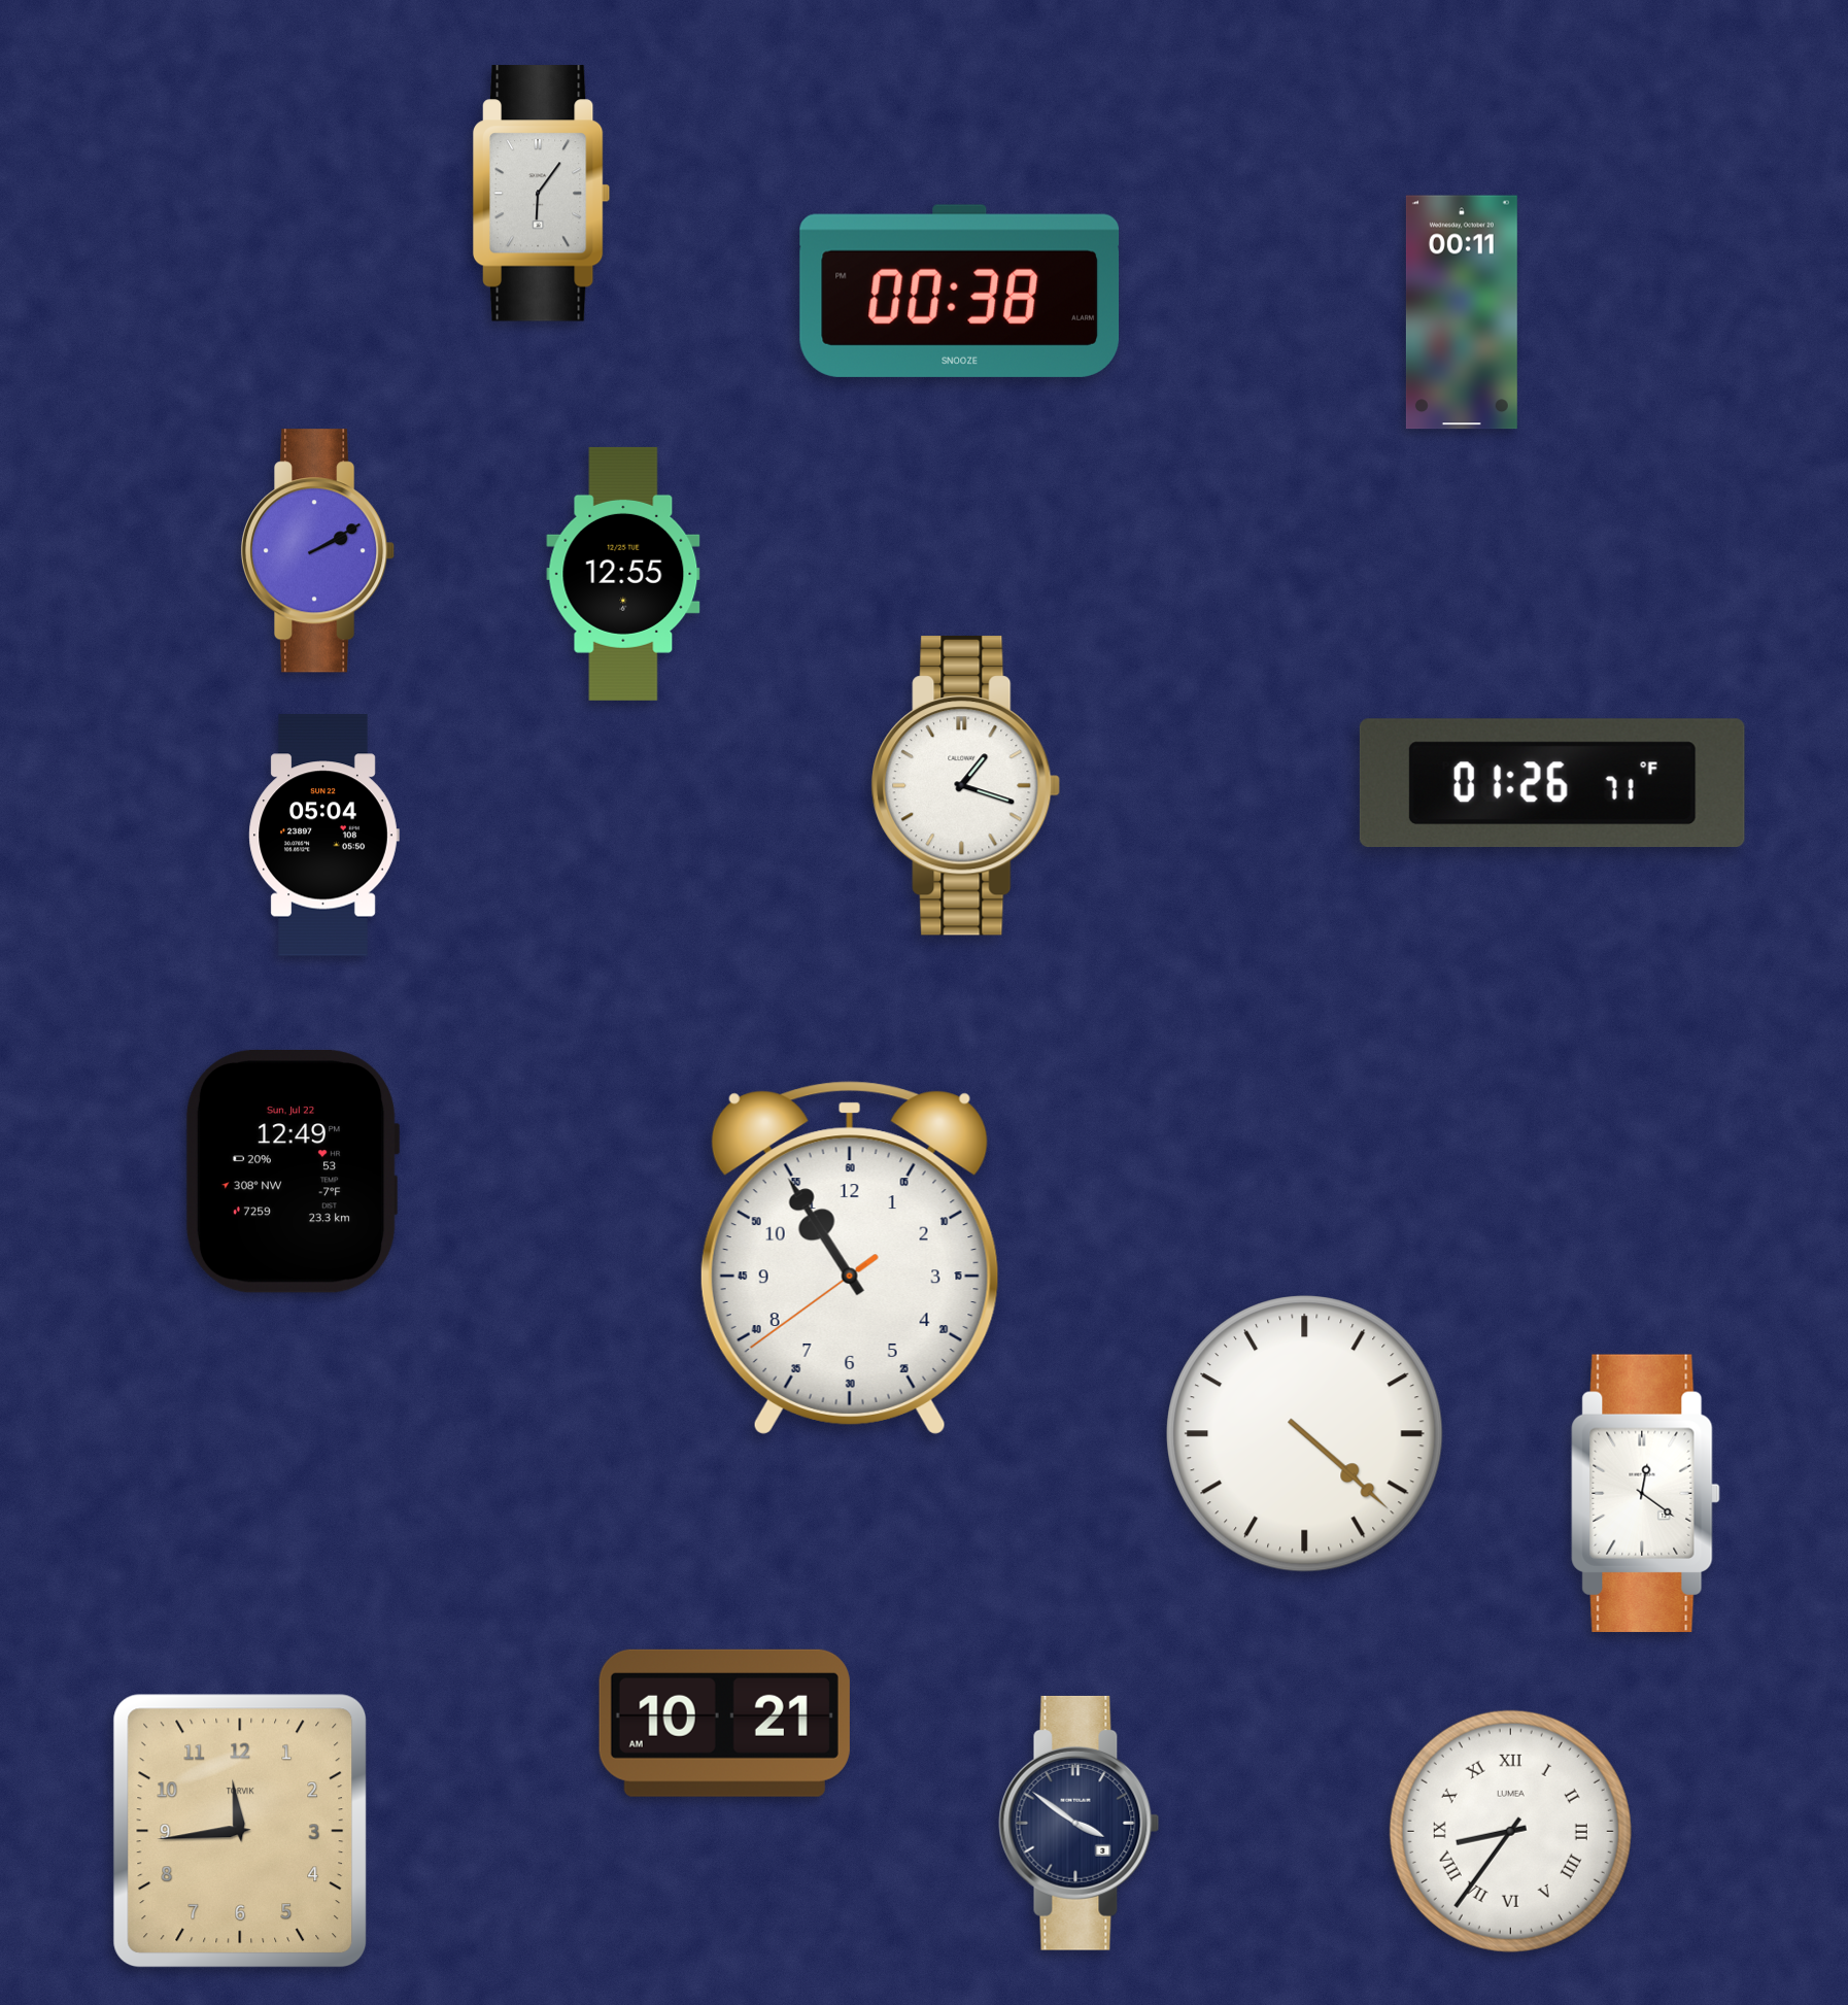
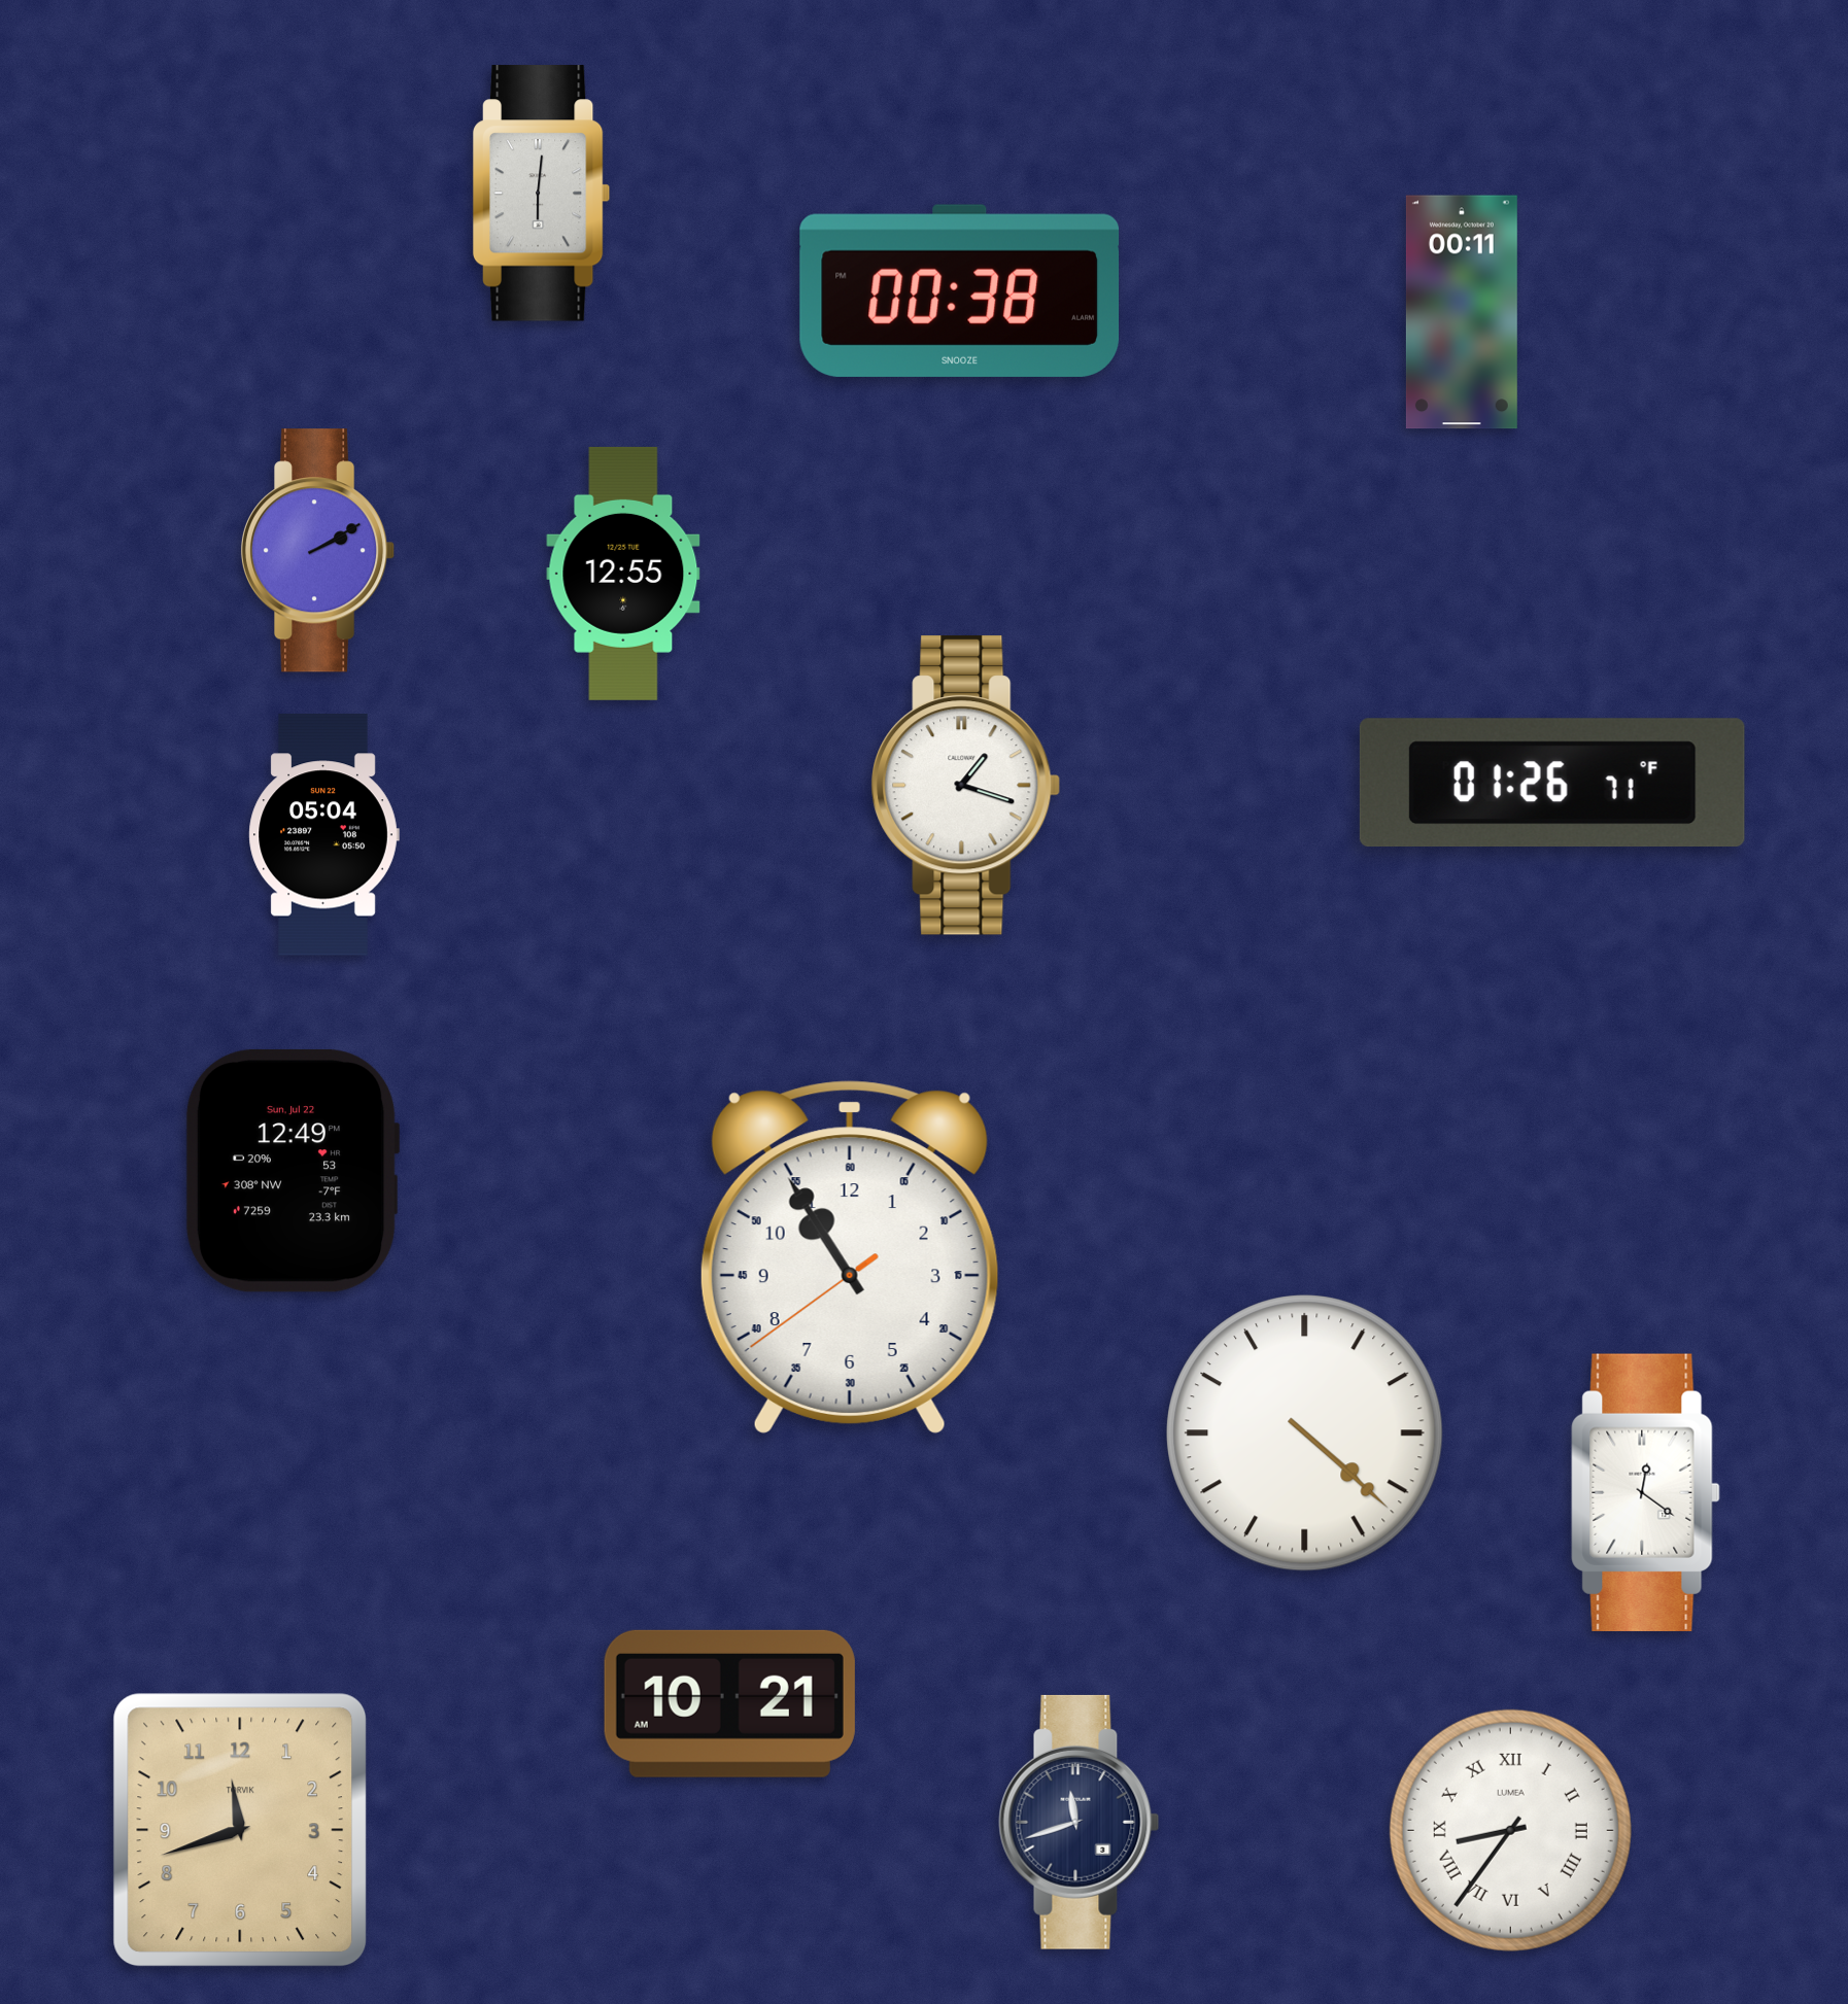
clock at (542, 194): 6:06 -> 6:01
clock at (724, 1723) position: (724, 1723) -> (729, 1703)
clock at (1080, 1823): 3:51 -> 11:42
clock at (240, 1831): 11:44 -> 11:42
